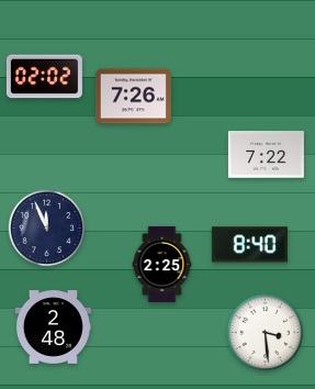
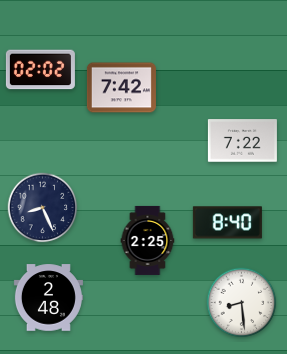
clock at (133, 97): 7:26 -> 7:42
clock at (47, 229): 11:56 -> 8:26
clock at (266, 333): 3:29 -> 8:29
